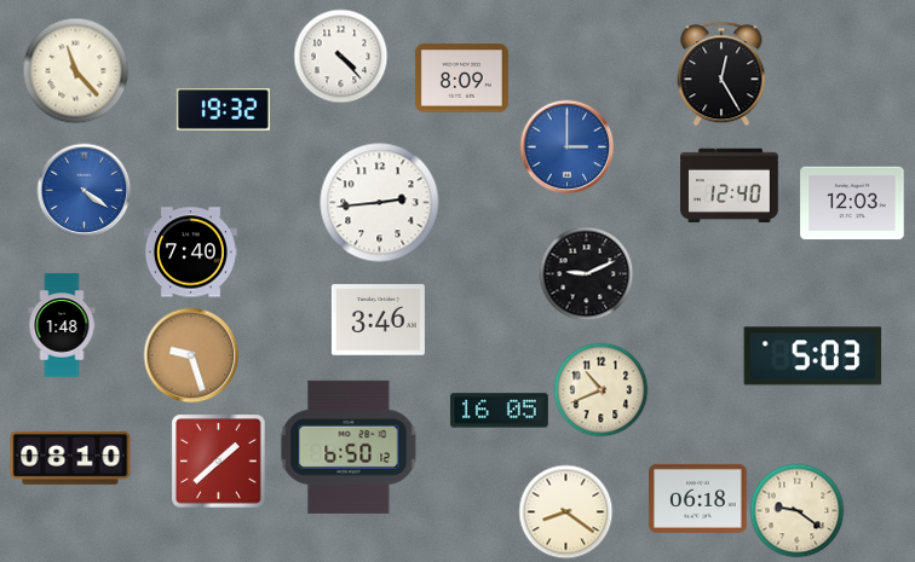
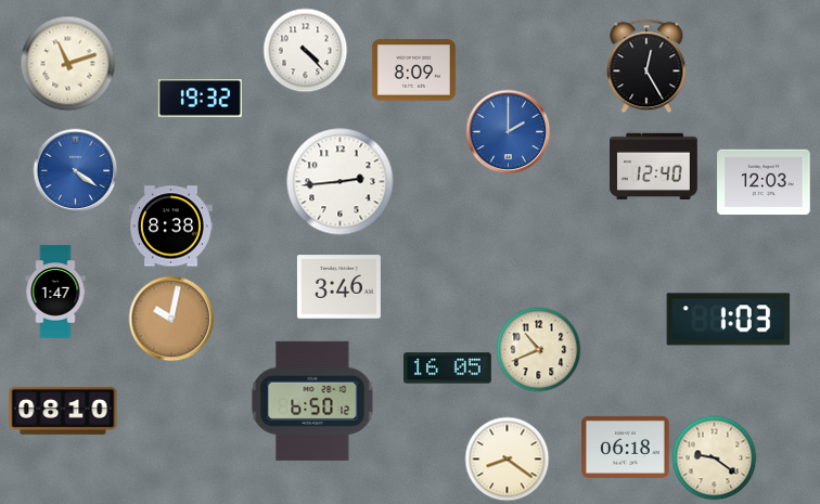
clock at (75, 70): 11:23 -> 11:12
clock at (566, 146): 3:00 -> 2:00
clock at (190, 253): 7:40 -> 8:38
clock at (586, 273): 9:11 -> none
clock at (62, 325): 1:48 -> 1:47
clock at (191, 355): 9:27 -> 10:02
clock at (813, 357): 5:03 -> 1:03
clock at (218, 460): 1:38 -> none
